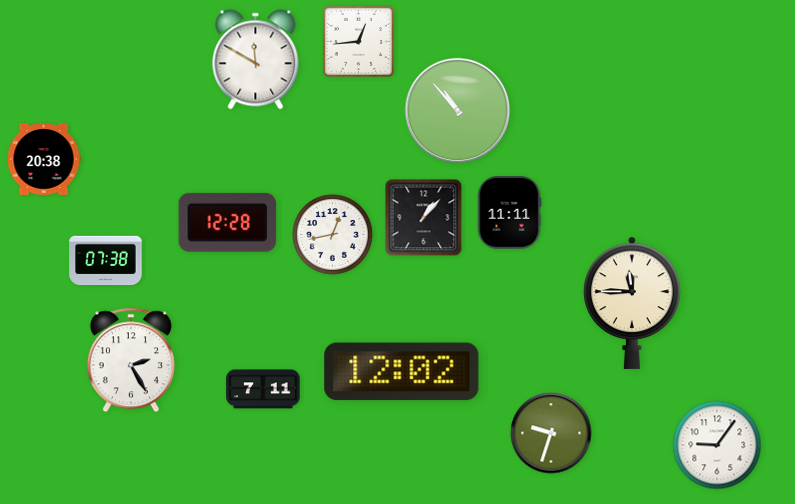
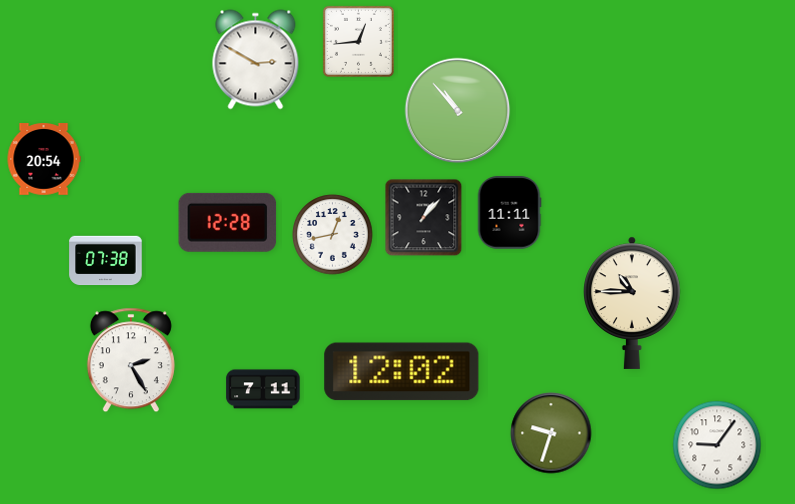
clock at (256, 60): 11:50 -> 2:50
clock at (44, 159): 20:38 -> 20:54
clock at (633, 303): 11:45 -> 10:45
